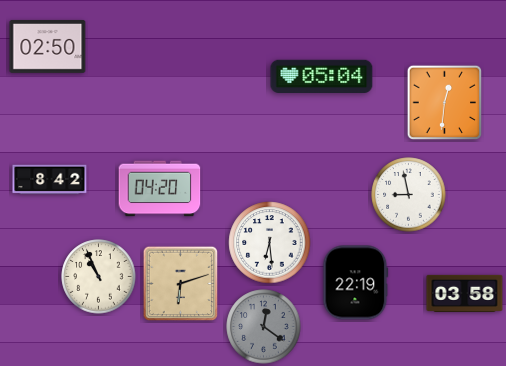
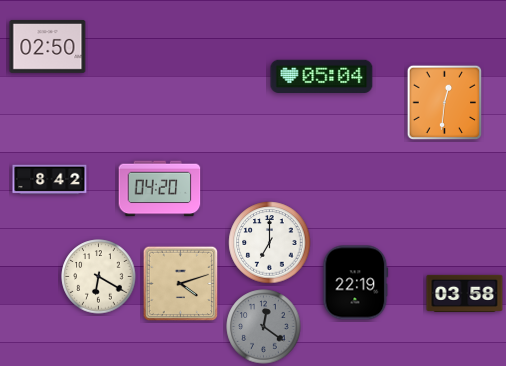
clock at (409, 195): 8:58 -> none
clock at (270, 243): 6:29 -> 7:00
clock at (99, 277): 10:56 -> 6:20
clock at (181, 284): 6:12 -> 4:12
